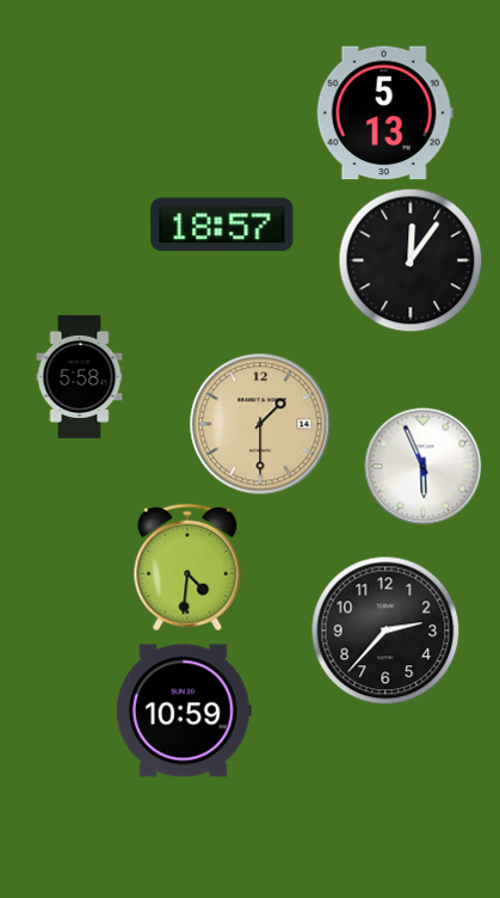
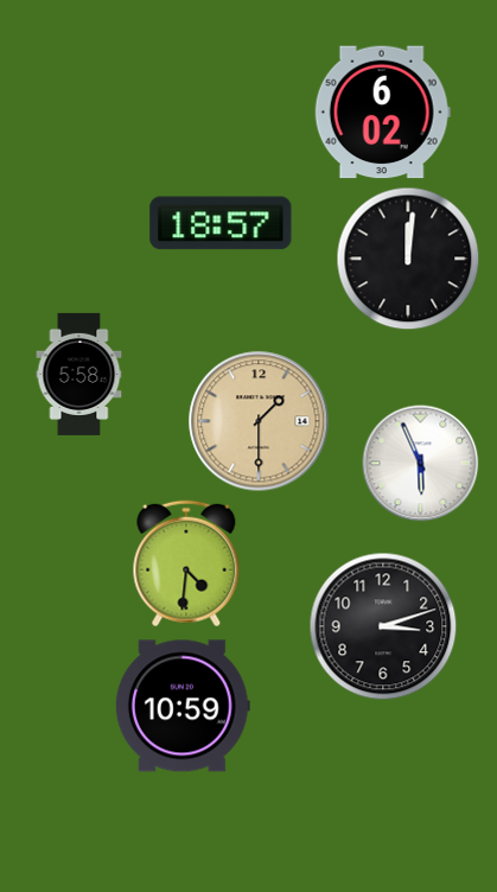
clock at (384, 113): 5:13 -> 6:02
clock at (411, 260): 12:06 -> 12:01
clock at (385, 631): 2:37 -> 3:12
